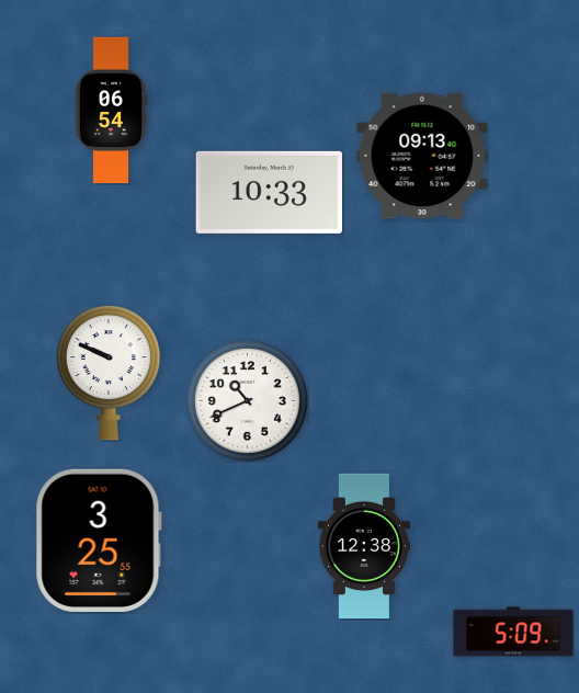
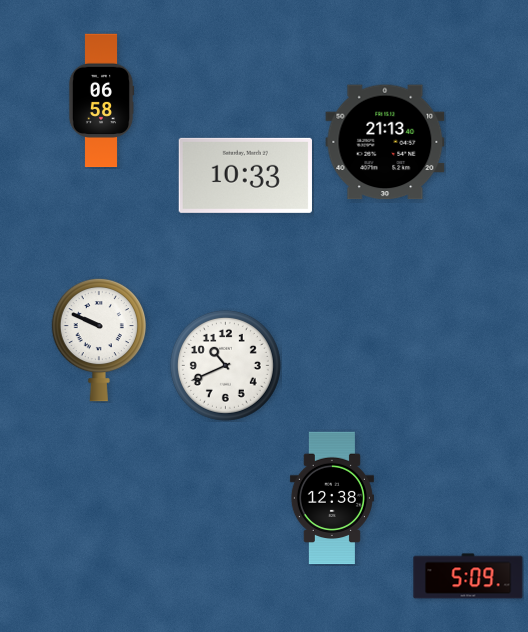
clock at (111, 111): 06:54 -> 06:58
clock at (422, 156): 09:13 -> 21:13
clock at (99, 541): 3:25 -> none
